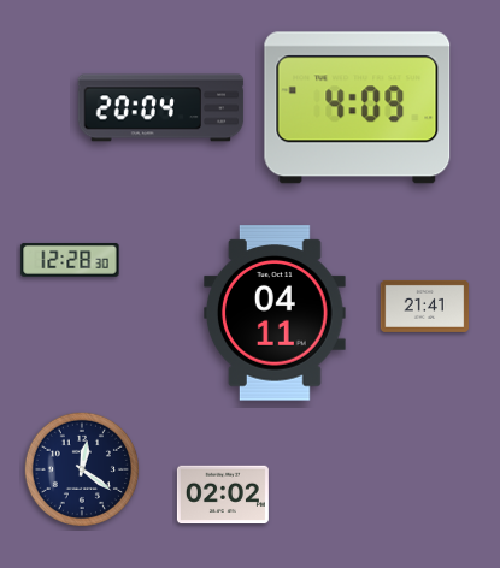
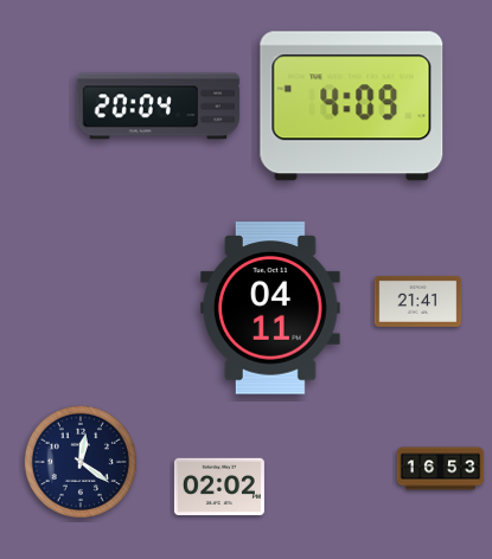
clock at (70, 260): 12:28 -> none
clock at (441, 469): none -> 16:53
